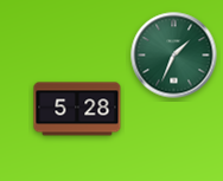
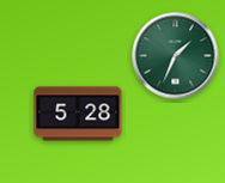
clock at (77, 109) position: (77, 109) -> (78, 114)
